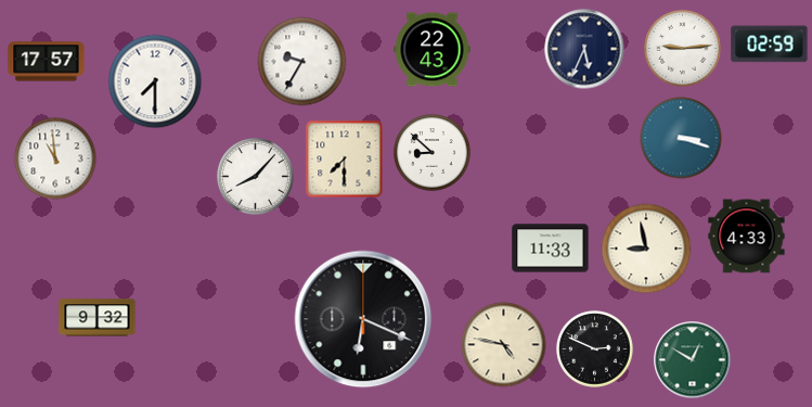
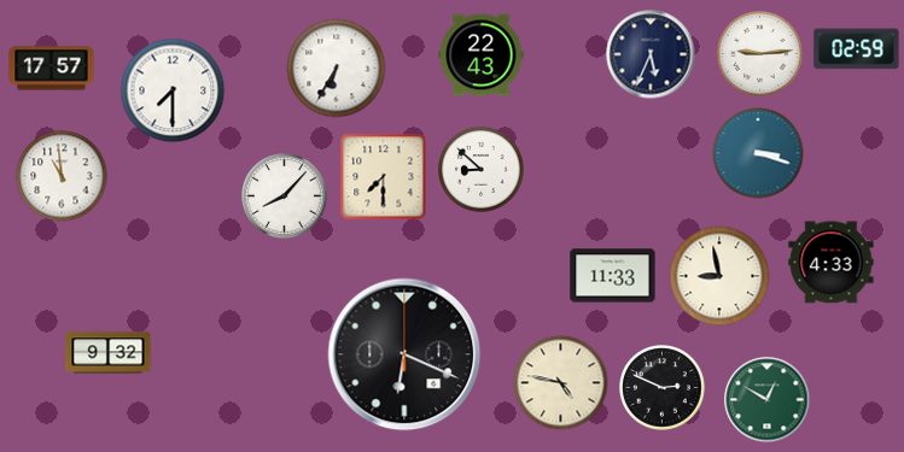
clock at (302, 62): 9:35 -> 6:35
clock at (693, 360) position: (693, 360) -> (768, 400)
